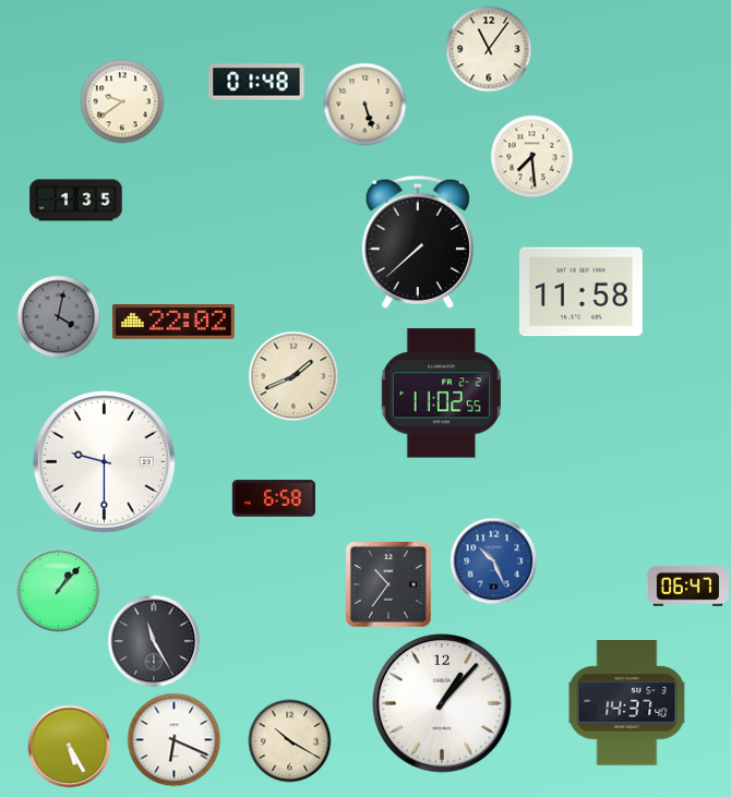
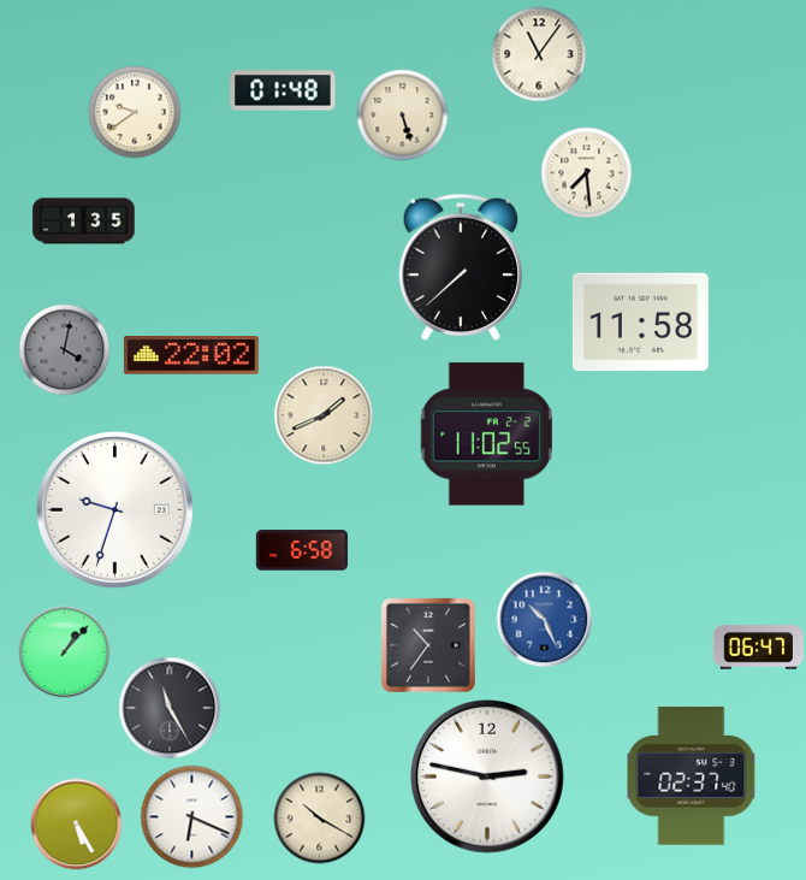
clock at (105, 462): 9:30 -> 9:33
clock at (442, 703): 1:07 -> 2:47
clock at (627, 703): 14:37 -> 02:37
